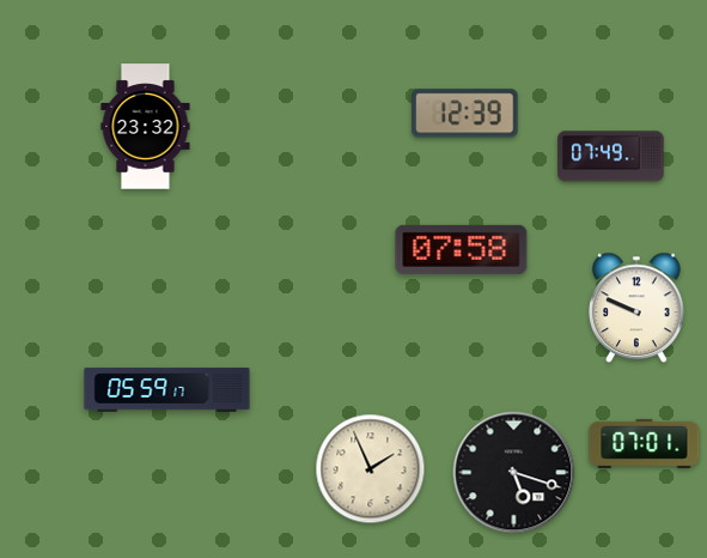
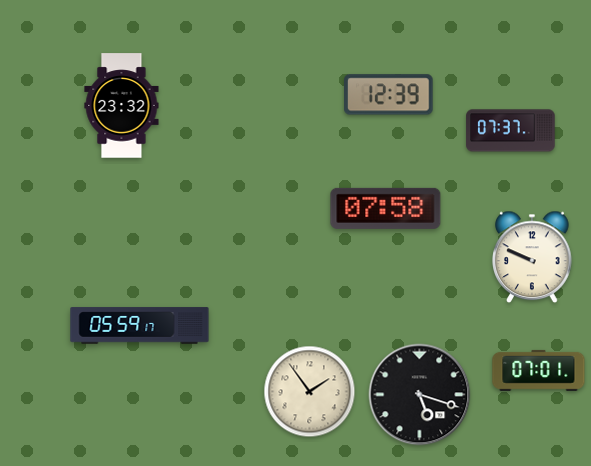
clock at (611, 157): 07:49 -> 07:37
clock at (371, 469): 1:56 -> 1:54
clock at (514, 473) position: (514, 473) -> (420, 395)
